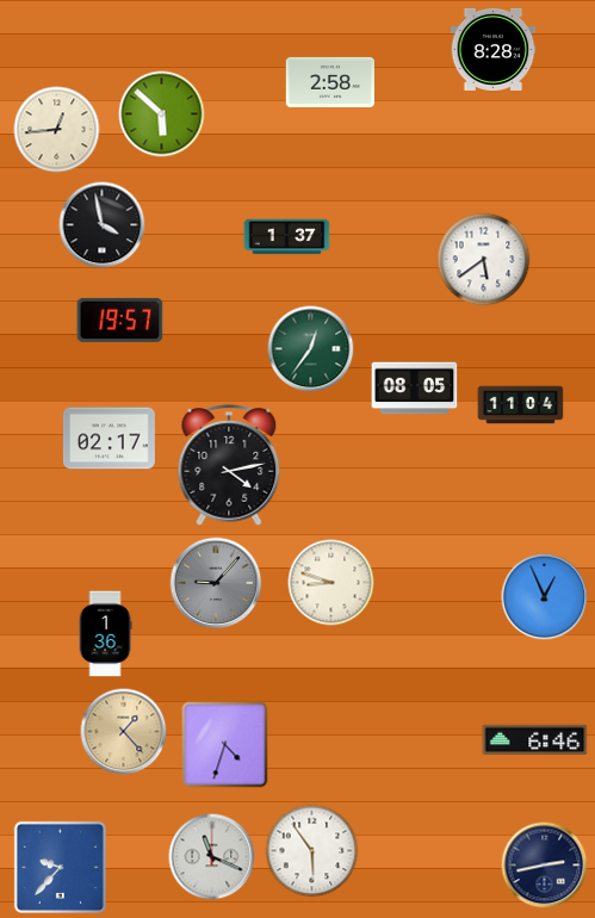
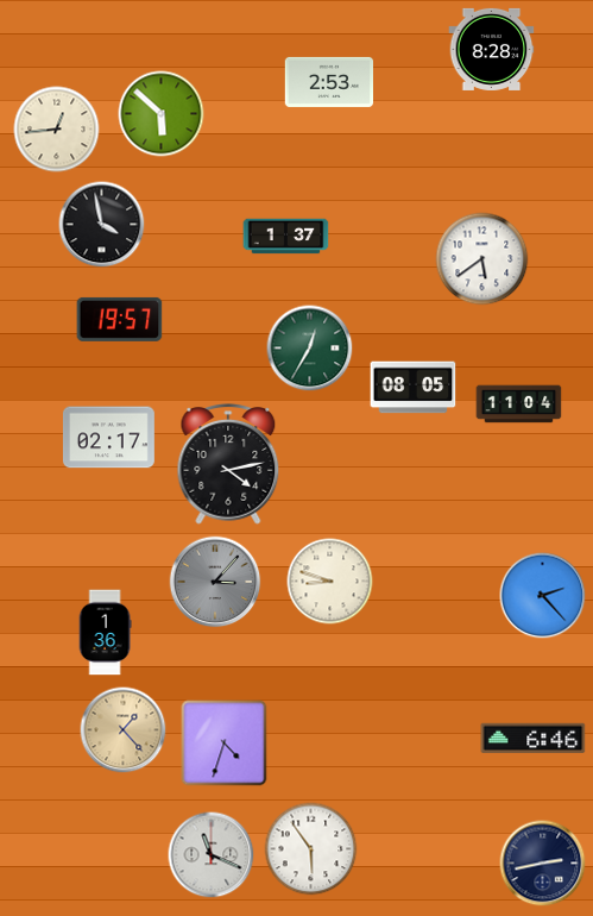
clock at (329, 82): 2:58 -> 2:53
clock at (311, 349): 12:36 -> 12:35
clock at (216, 583): 9:07 -> 3:07
clock at (545, 597): 12:56 -> 2:23
clock at (60, 867): 9:37 -> none
